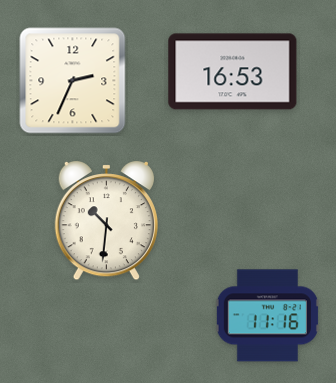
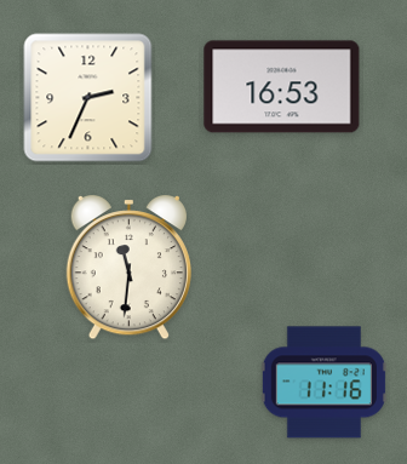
clock at (106, 222): 10:31 -> 11:31
